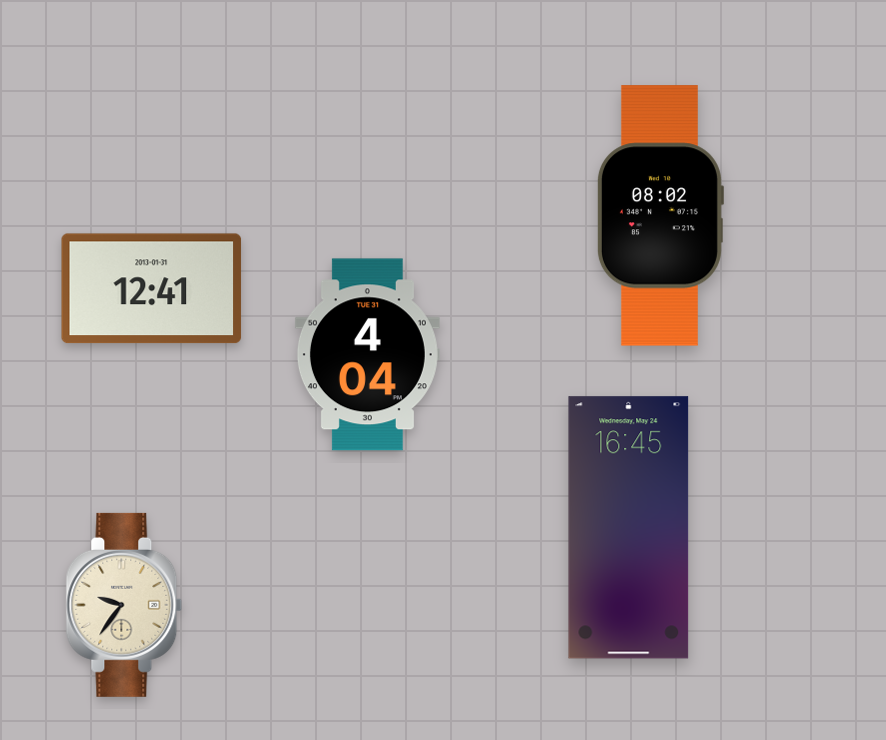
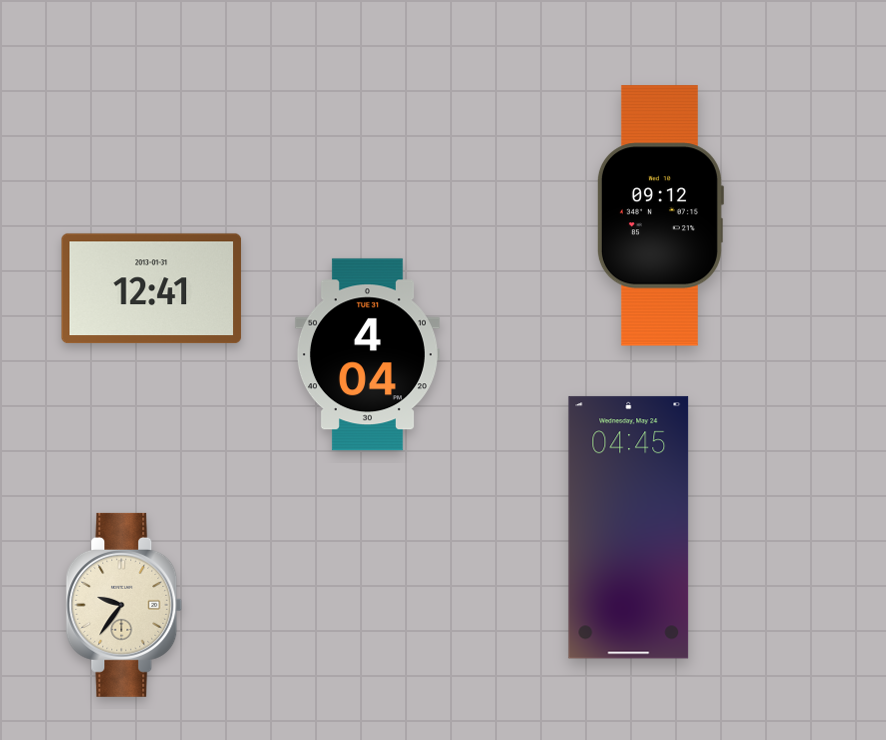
clock at (660, 216): 08:02 -> 09:12
clock at (629, 528): 16:45 -> 04:45
